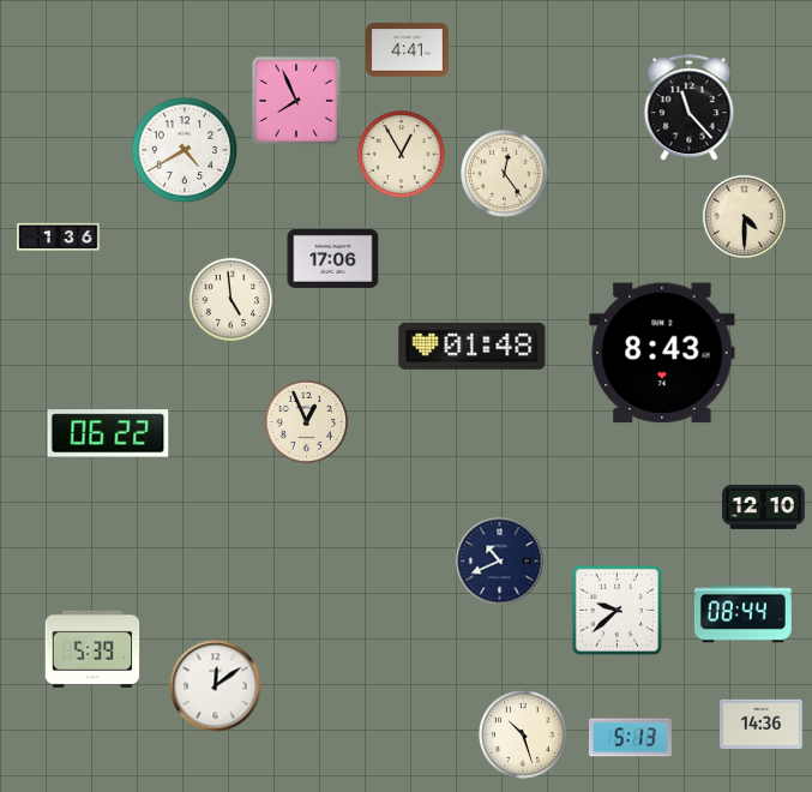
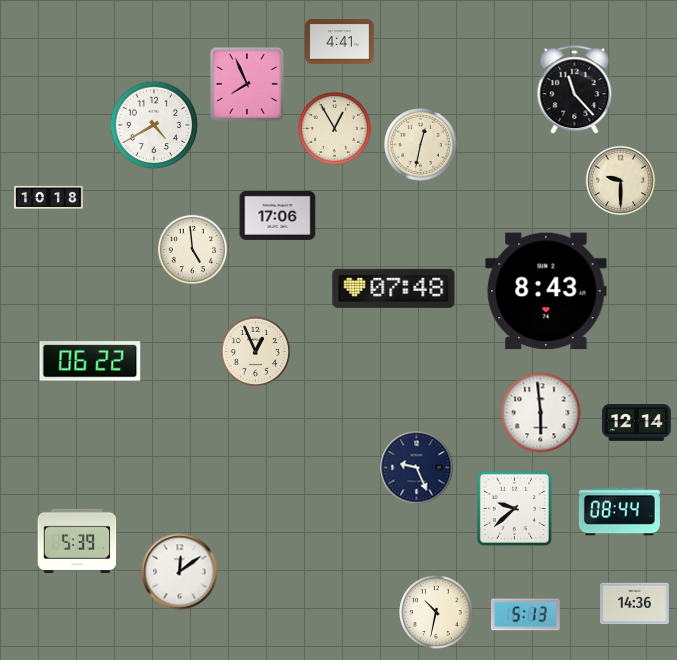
clock at (505, 174): 12:24 -> 12:32
clock at (744, 216): 4:30 -> 9:30
clock at (59, 236): 1:36 -> 10:18
clock at (473, 346): 01:48 -> 07:48
clock at (662, 353) position: (662, 353) -> (546, 291)
clock at (541, 413): none -> 5:59
clock at (764, 508): 12:10 -> 12:14
clock at (500, 562): 10:41 -> 9:26
clock at (523, 734): 10:27 -> 10:32
